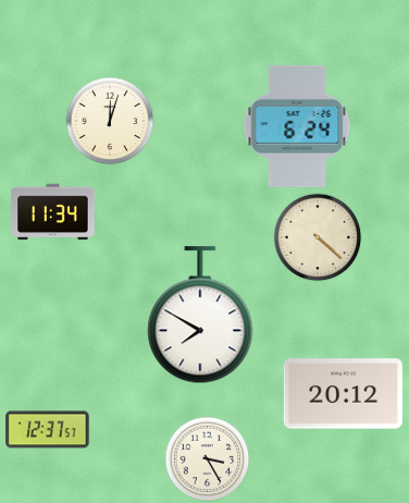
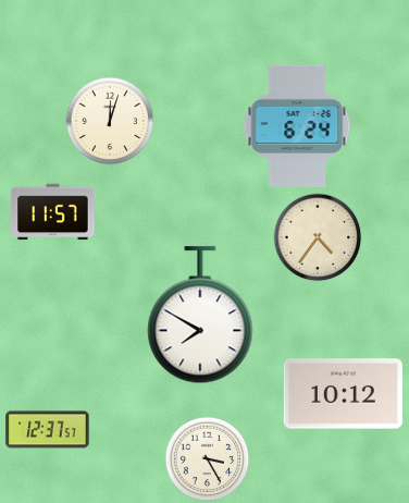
clock at (53, 212): 11:34 -> 11:57
clock at (318, 237): 4:22 -> 4:36
clock at (343, 394): 20:12 -> 10:12
